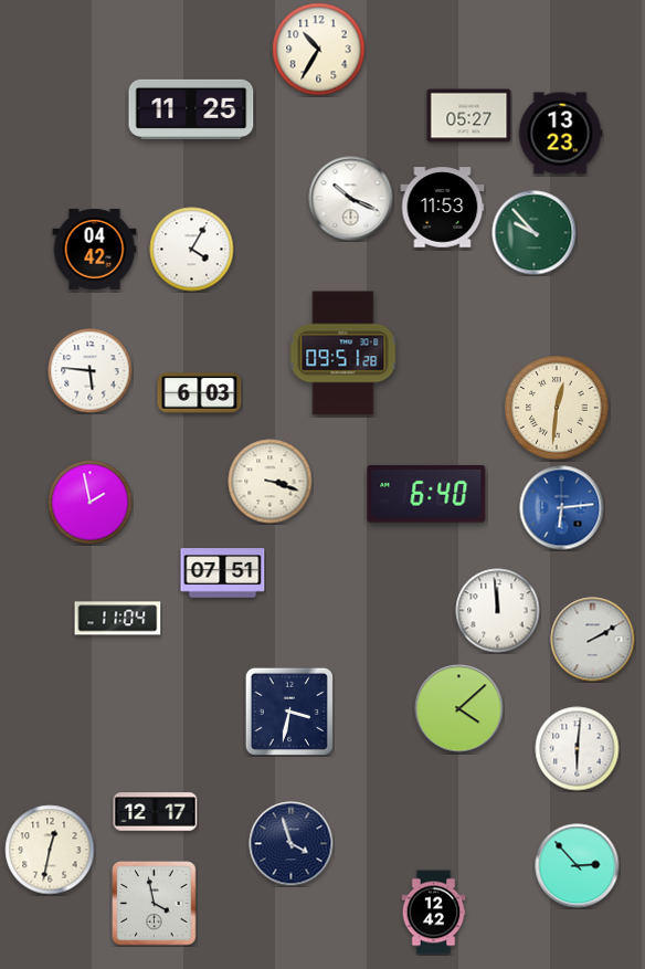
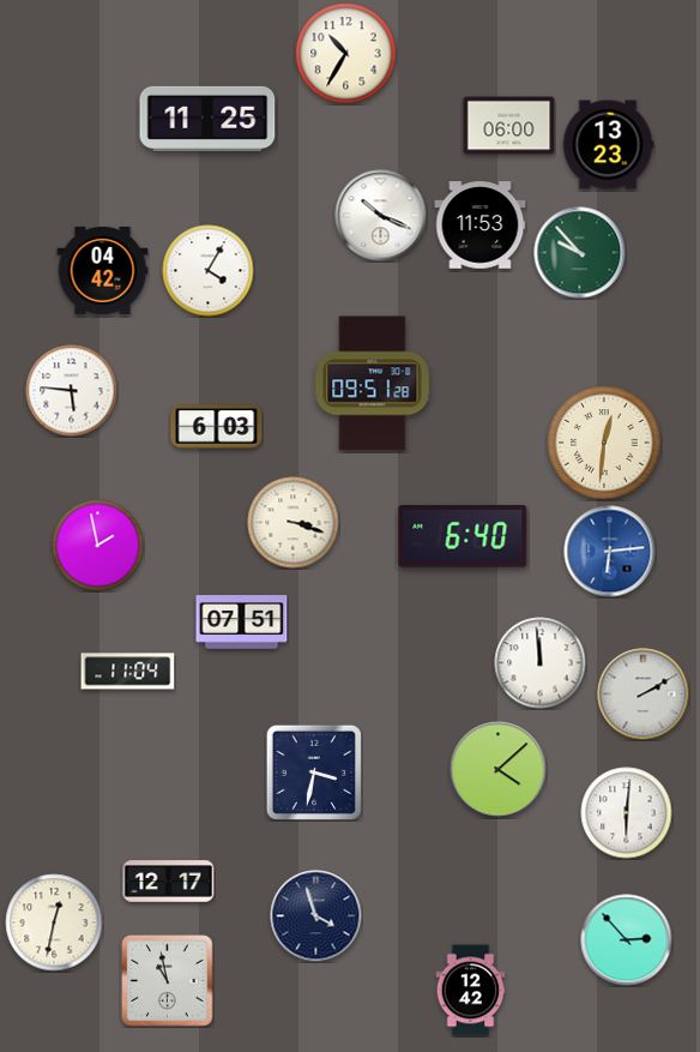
clock at (469, 116): 05:27 -> 06:00
clock at (91, 371) position: (91, 371) -> (72, 391)
clock at (155, 904): 3:58 -> 10:58
